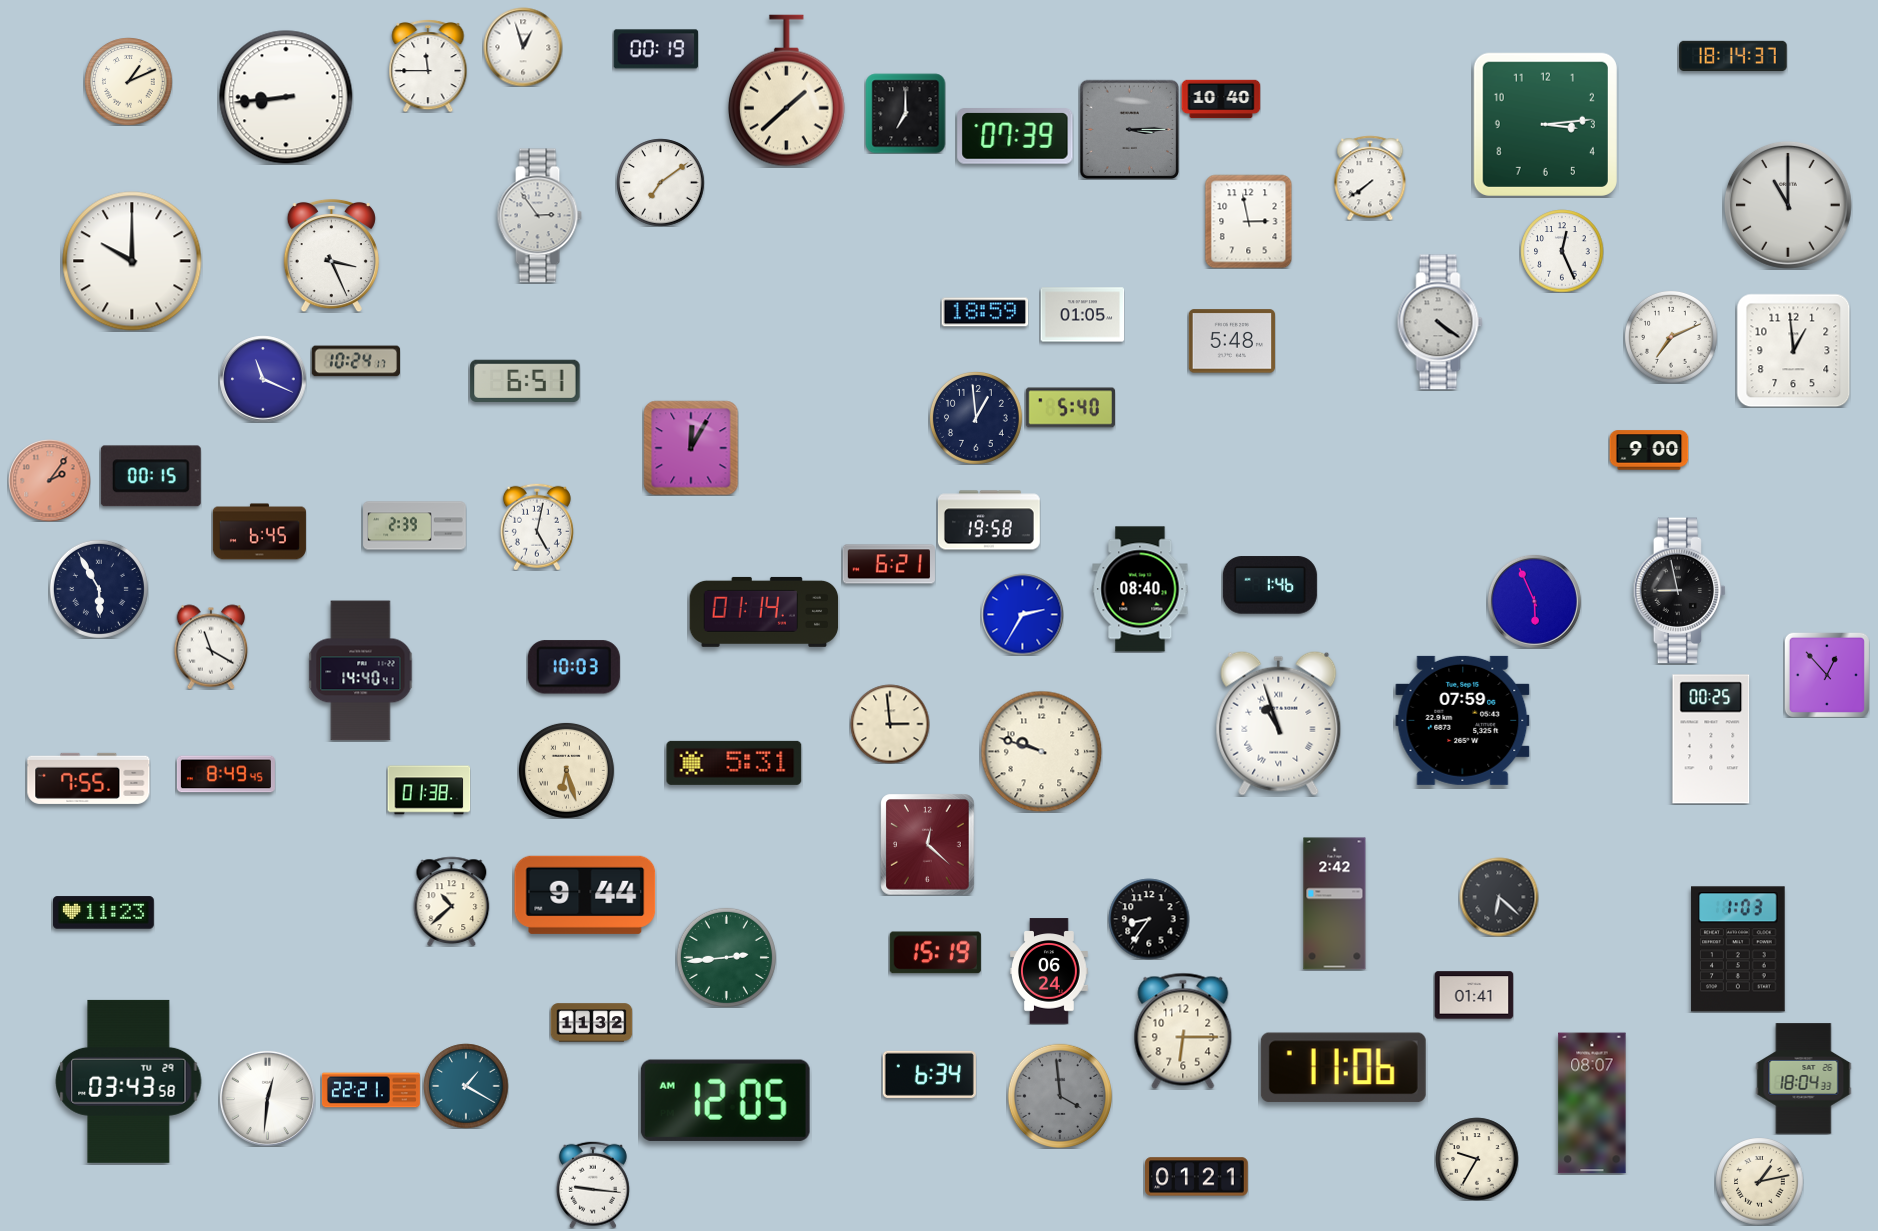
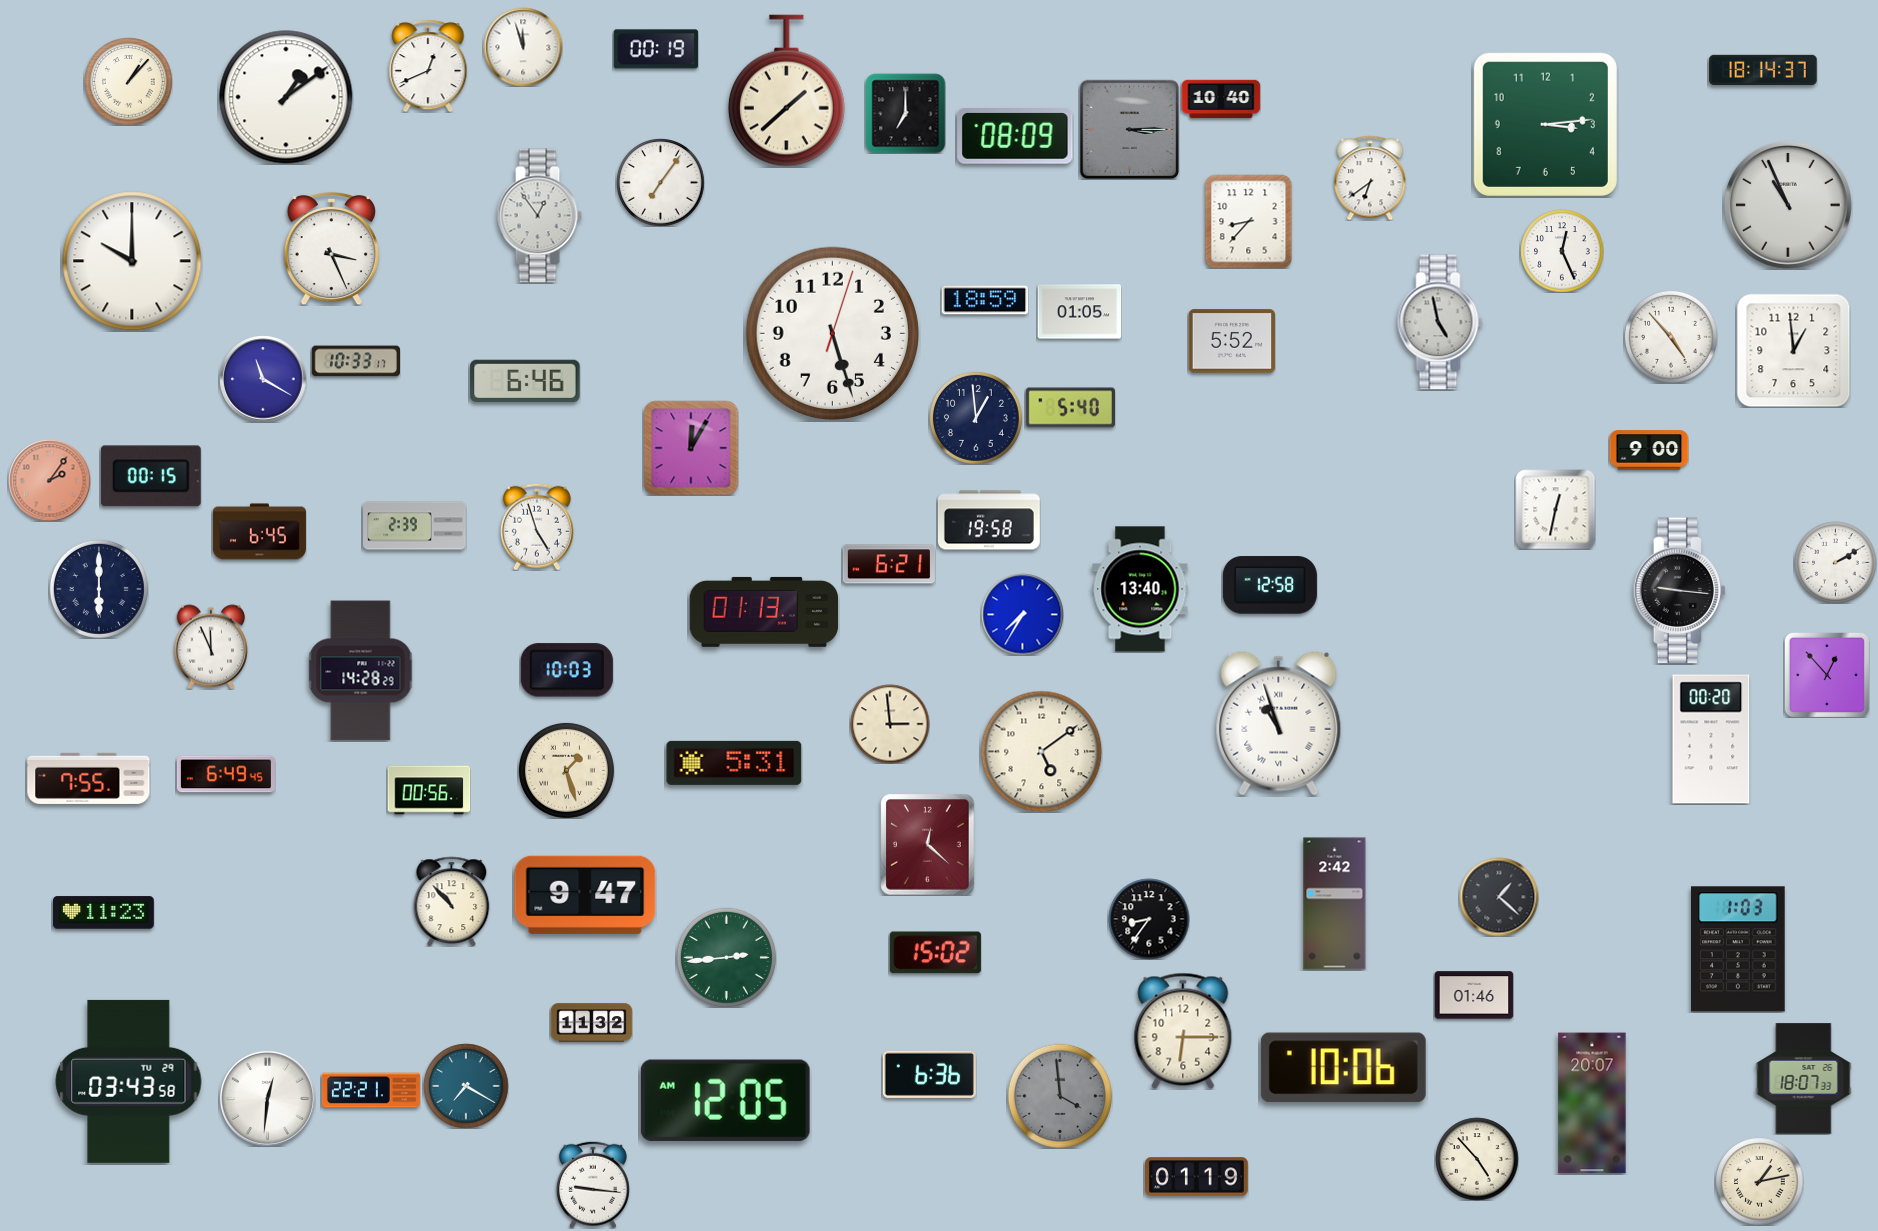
clock at (523, 47): 12:57 -> 11:57
clock at (1733, 56) position: (1733, 56) -> (1763, 70)
clock at (428, 66): 11:45 -> 12:41
clock at (128, 81): 1:11 -> 1:07
clock at (286, 97): 8:44 -> 1:09
clock at (1015, 136): 07:39 -> 08:09
clock at (1370, 178): 7:39 -> 6:39
clock at (660, 182): 7:09 -> 7:06
clock at (1788, 205): 11:00 -> 10:56
clock at (539, 216): 2:54 -> 12:54
clock at (1249, 221): 2:58 -> 8:37
clock at (331, 255) position: (331, 255) -> (331, 248)
clock at (985, 312) position: (985, 312) -> (985, 300)
clock at (1082, 315) position: (1082, 315) -> (1079, 312)
clock at (1440, 322): 4:21 -> 4:58
clock at (832, 333): none -> 5:27
clock at (1671, 337): 7:11 -> 4:53
clock at (1232, 341): 5:48 -> 5:52
clock at (355, 361): 10:24 -> 10:33
clock at (263, 379): 11:19 -> 11:20
clock at (525, 380): 6:51 -> 6:46
clock at (1555, 509): none -> 12:32
clock at (537, 527): 5:02 -> 4:57
clock at (1835, 562): none -> 2:10
clock at (1270, 585): 1:46 -> 12:58
clock at (99, 589): 5:55 -> 6:00
clock at (1140, 589): 08:40 -> 13:40
clock at (1680, 591): 8:58 -> 9:16
clock at (1534, 601): 5:56 -> none
clock at (764, 612): 01:14 -> 01:13
clock at (1022, 614): 2:35 -> 7:35
clock at (211, 647): 11:20 -> 11:56
clock at (574, 667) position: (574, 667) -> (567, 670)
clock at (361, 671): 14:40 -> 14:28
clock at (1463, 720): 07:59 -> none
clock at (1711, 739): 00:25 -> 00:20
clock at (1041, 751): 9:48 -> 5:09
clock at (566, 770): 6:27 -> 1:27
clock at (226, 774): 8:49 -> 6:49
clock at (429, 790): 01:38 -> 00:56
clock at (585, 895): 9:44 -> 9:47
clock at (1499, 897): 6:22 -> 1:22
clock at (452, 901): 10:38 -> 10:53
clock at (935, 953): 15:19 -> 15:02
clock at (1049, 971): 06:24 -> none
clock at (1474, 995): 01:41 -> 01:46
clock at (1343, 1068): 11:06 -> 10:06
clock at (929, 1074): 6:34 -> 6:36
clock at (1804, 1079): 18:04 -> 18:07
clock at (466, 1086): 1:20 -> 7:20
clock at (1592, 1103): 08:07 -> 20:07
clock at (1477, 1159): 9:35 -> 4:53
clock at (1197, 1177): 01:21 -> 01:19
